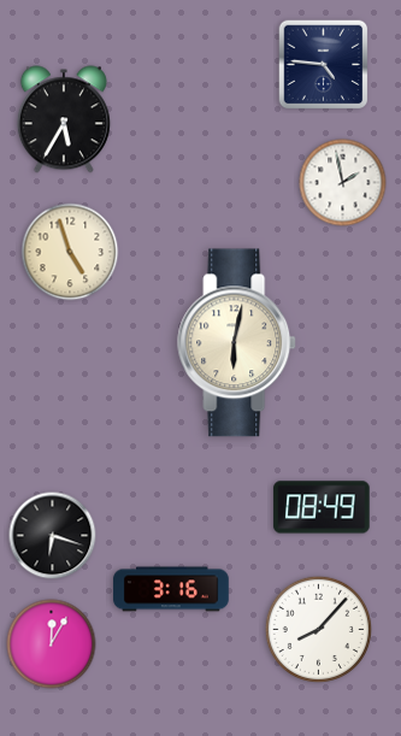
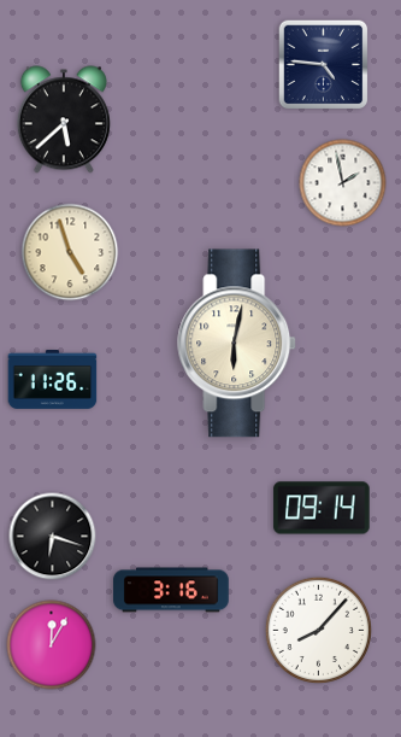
clock at (64, 119): 5:35 -> 5:38
clock at (53, 380): none -> 11:26
clock at (322, 507): 08:49 -> 09:14
